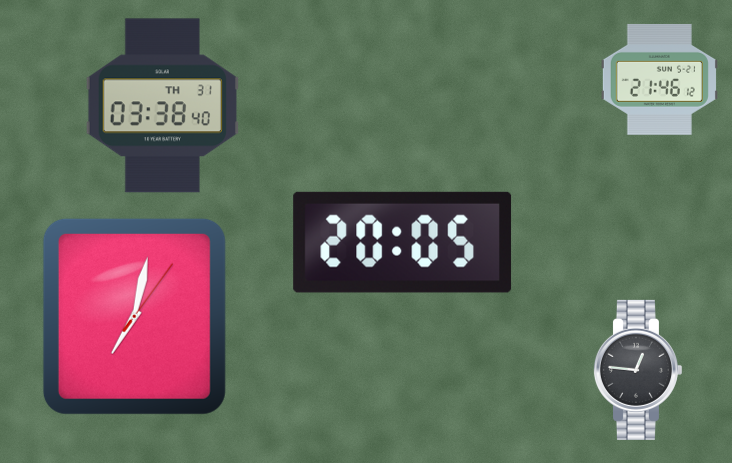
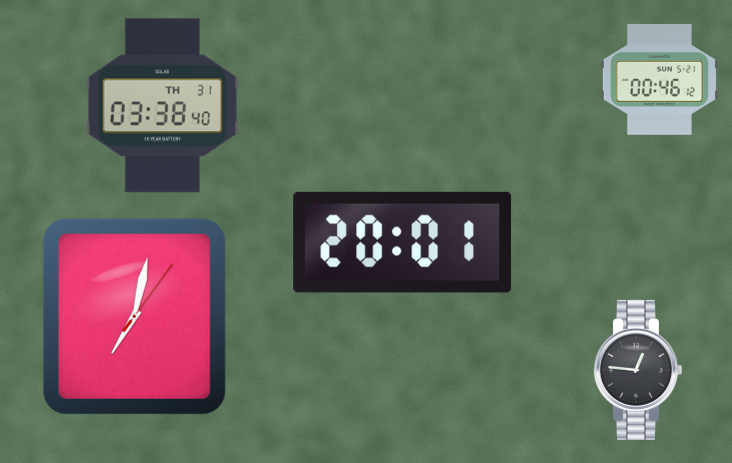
clock at (659, 79): 21:46 -> 00:46
clock at (403, 242): 20:05 -> 20:01
